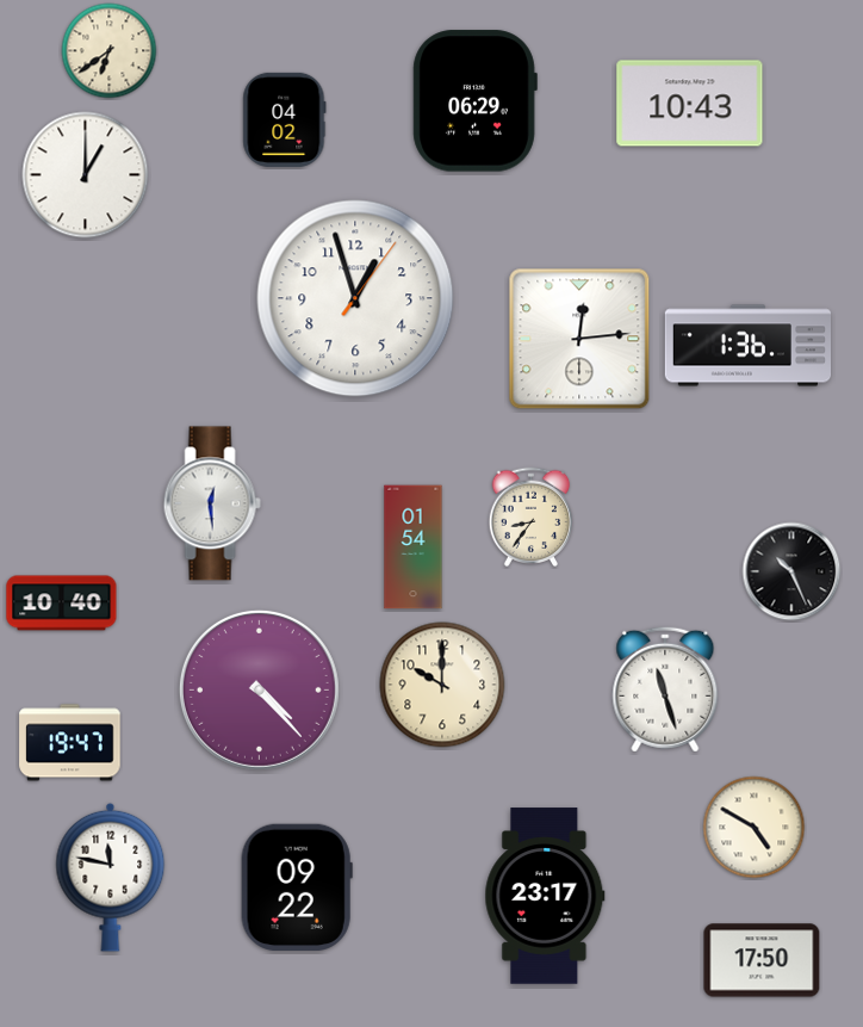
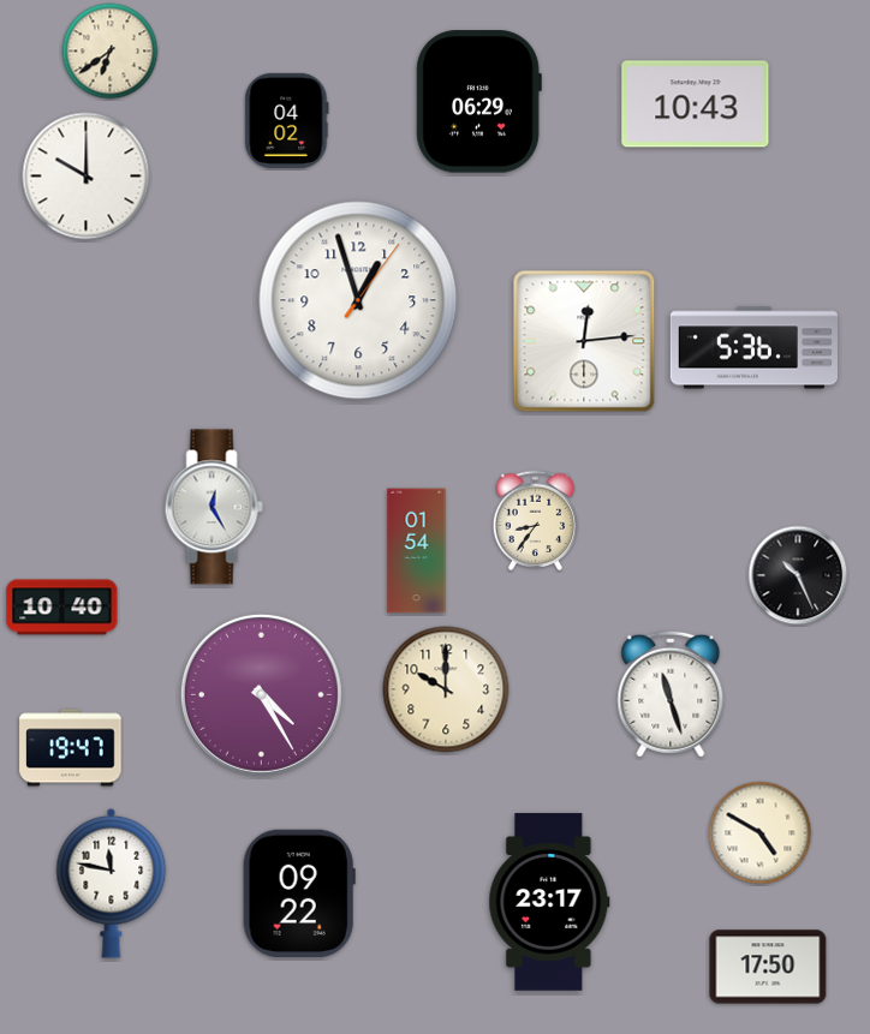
clock at (86, 175): 1:00 -> 10:00
clock at (747, 346): 1:36 -> 5:36
clock at (212, 503): 12:29 -> 12:25
clock at (259, 689): 4:23 -> 4:25
